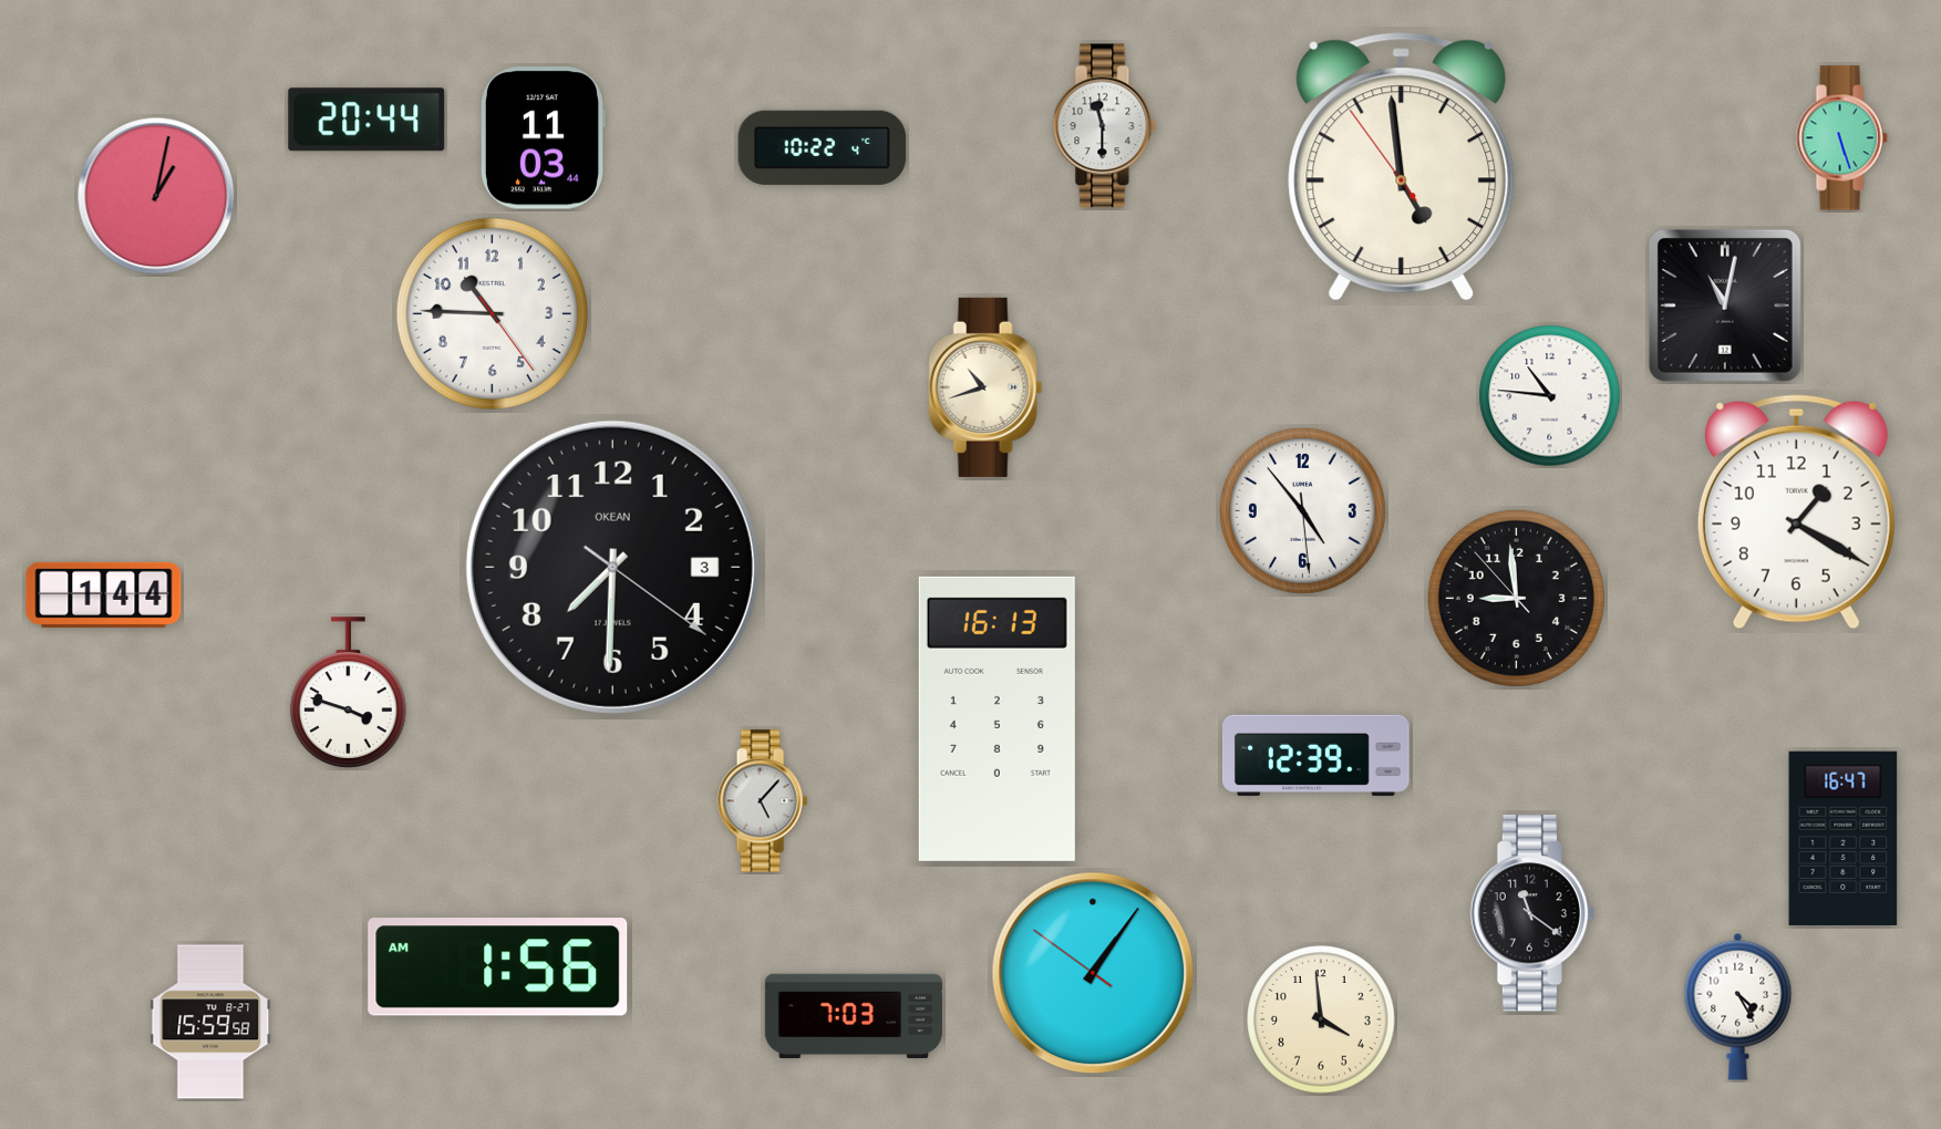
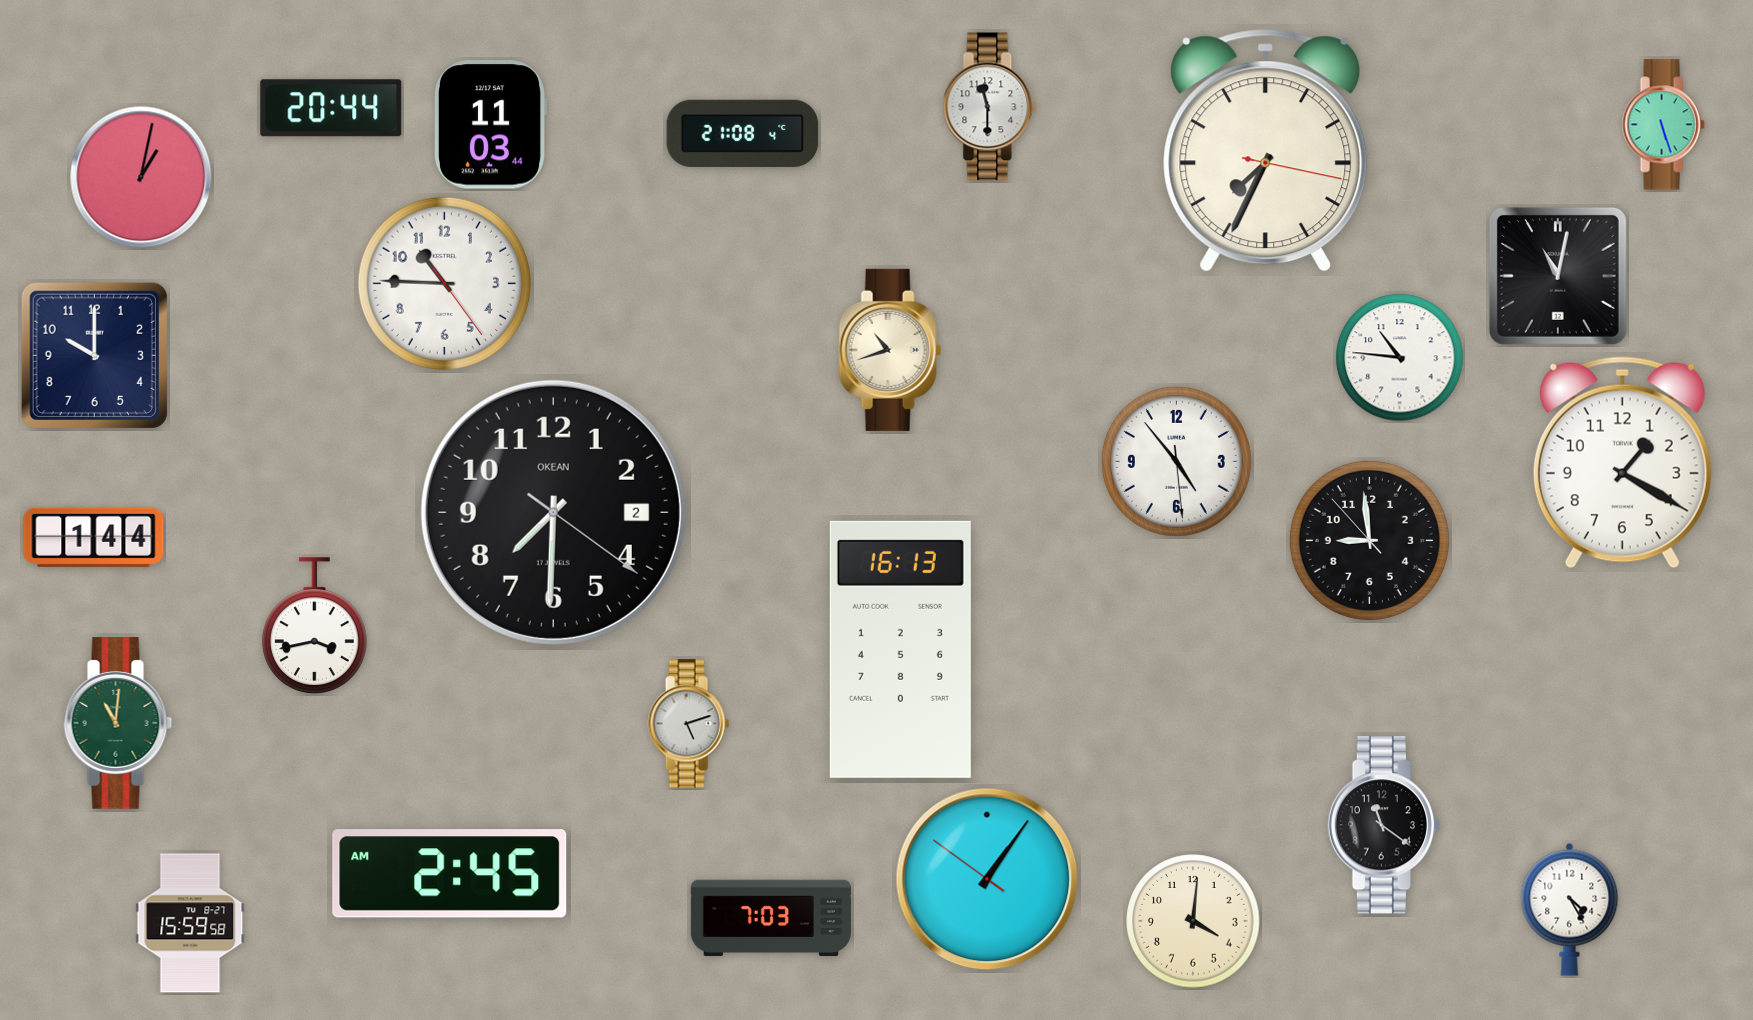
clock at (1105, 126) position: (1105, 126) -> (990, 107)
clock at (823, 147): 10:22 -> 21:08
clock at (1402, 167): 4:58 -> 7:34
clock at (94, 355): none -> 10:00
clock at (612, 567) date: 3 -> 2
clock at (349, 693): 3:48 -> 3:43
clock at (1315, 755): 12:39 -> none
clock at (118, 723): none -> 11:01
clock at (762, 801): 5:07 -> 5:12
clock at (1844, 838): 16:47 -> none
clock at (498, 967): 1:56 -> 2:45
clock at (1321, 1019): 3:59 -> 4:01
